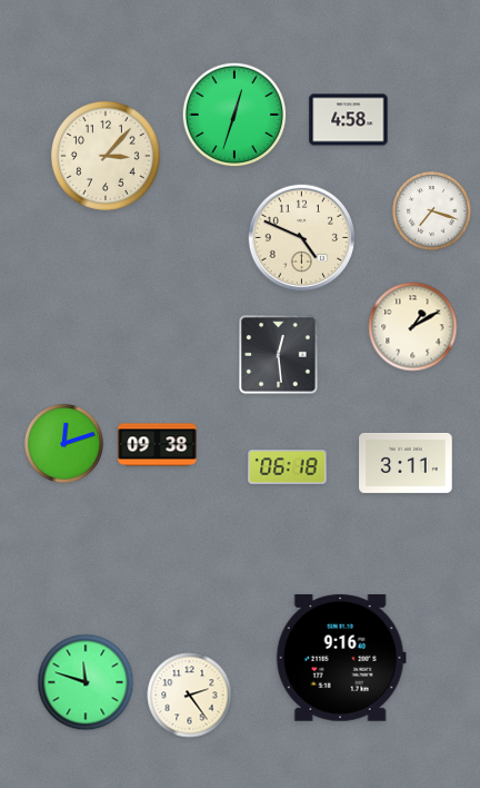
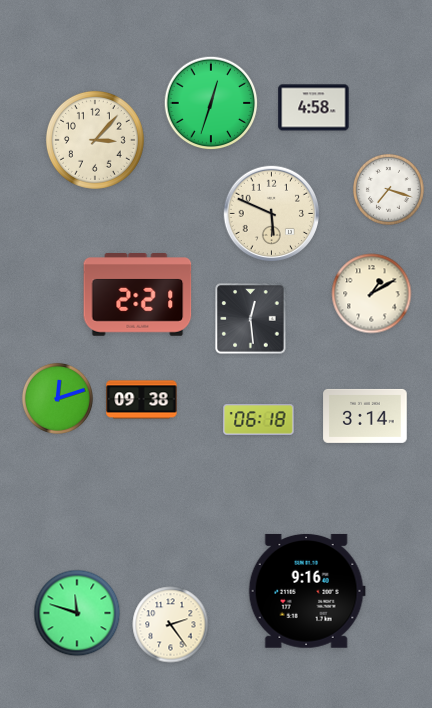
clock at (301, 237): 4:49 -> 5:49
clock at (138, 295): none -> 2:21
clock at (406, 463): 3:11 -> 3:14
